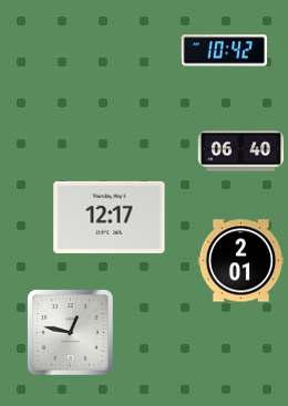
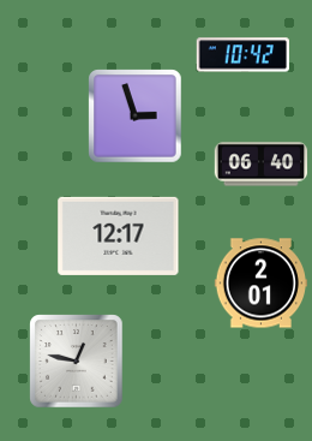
clock at (134, 115): none -> 2:57
